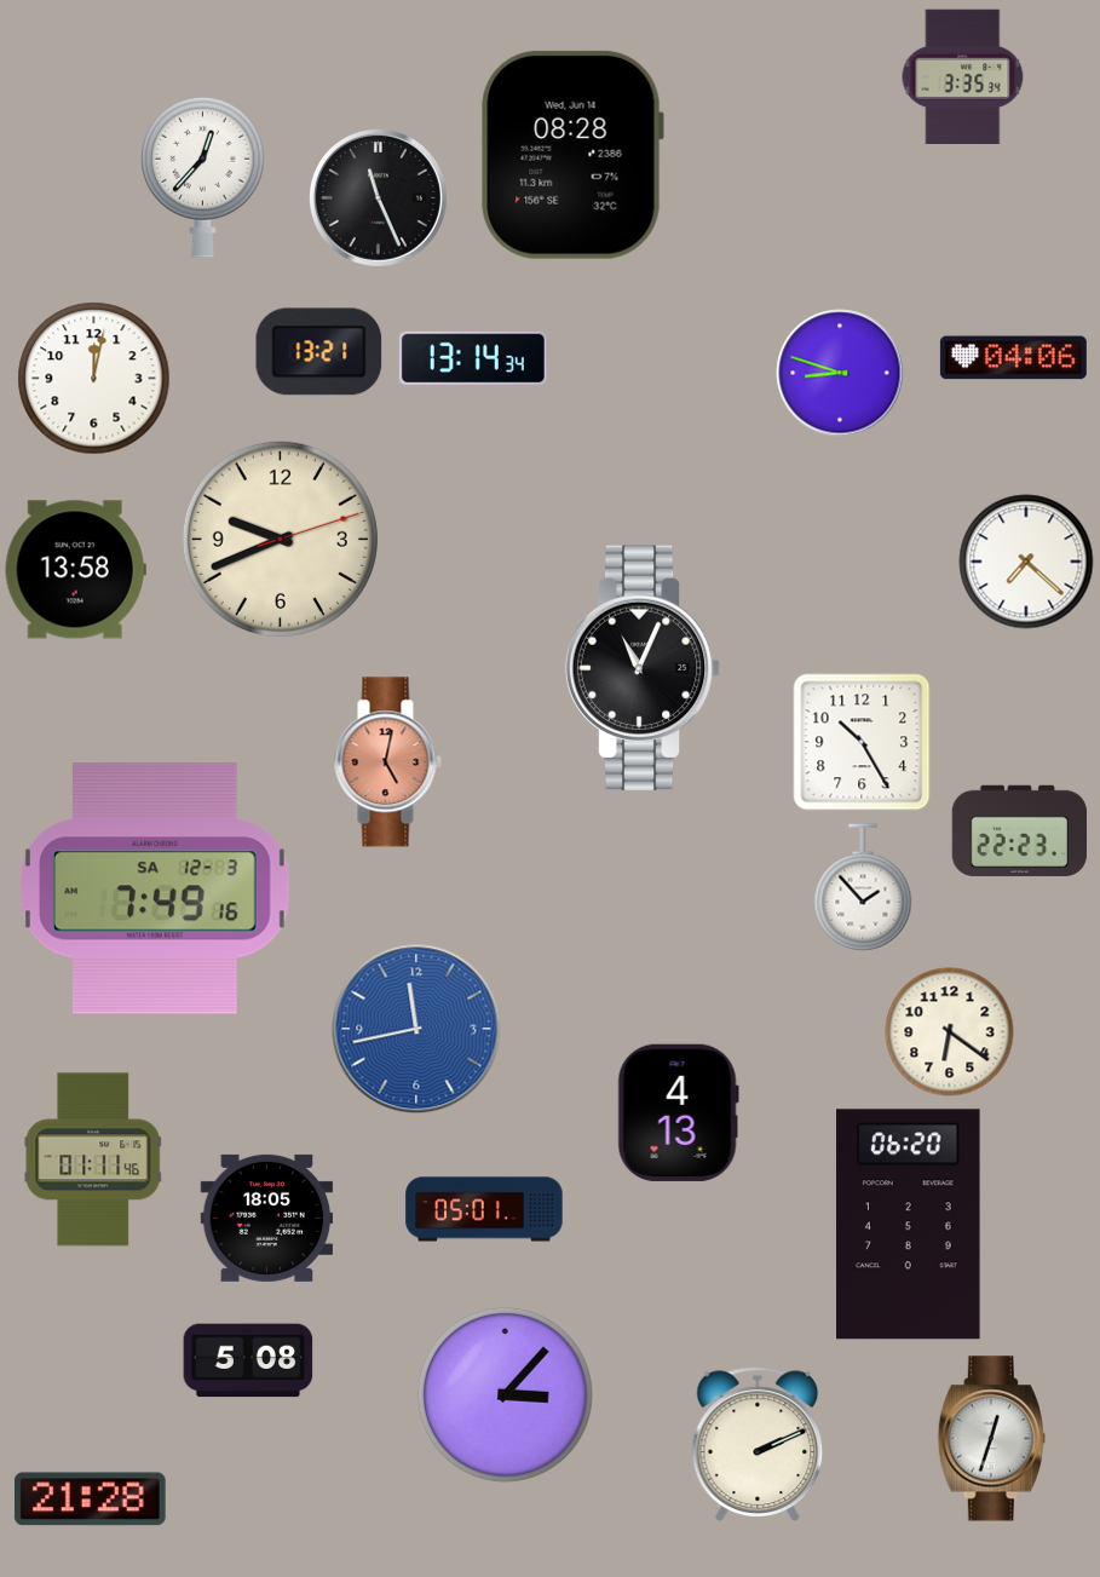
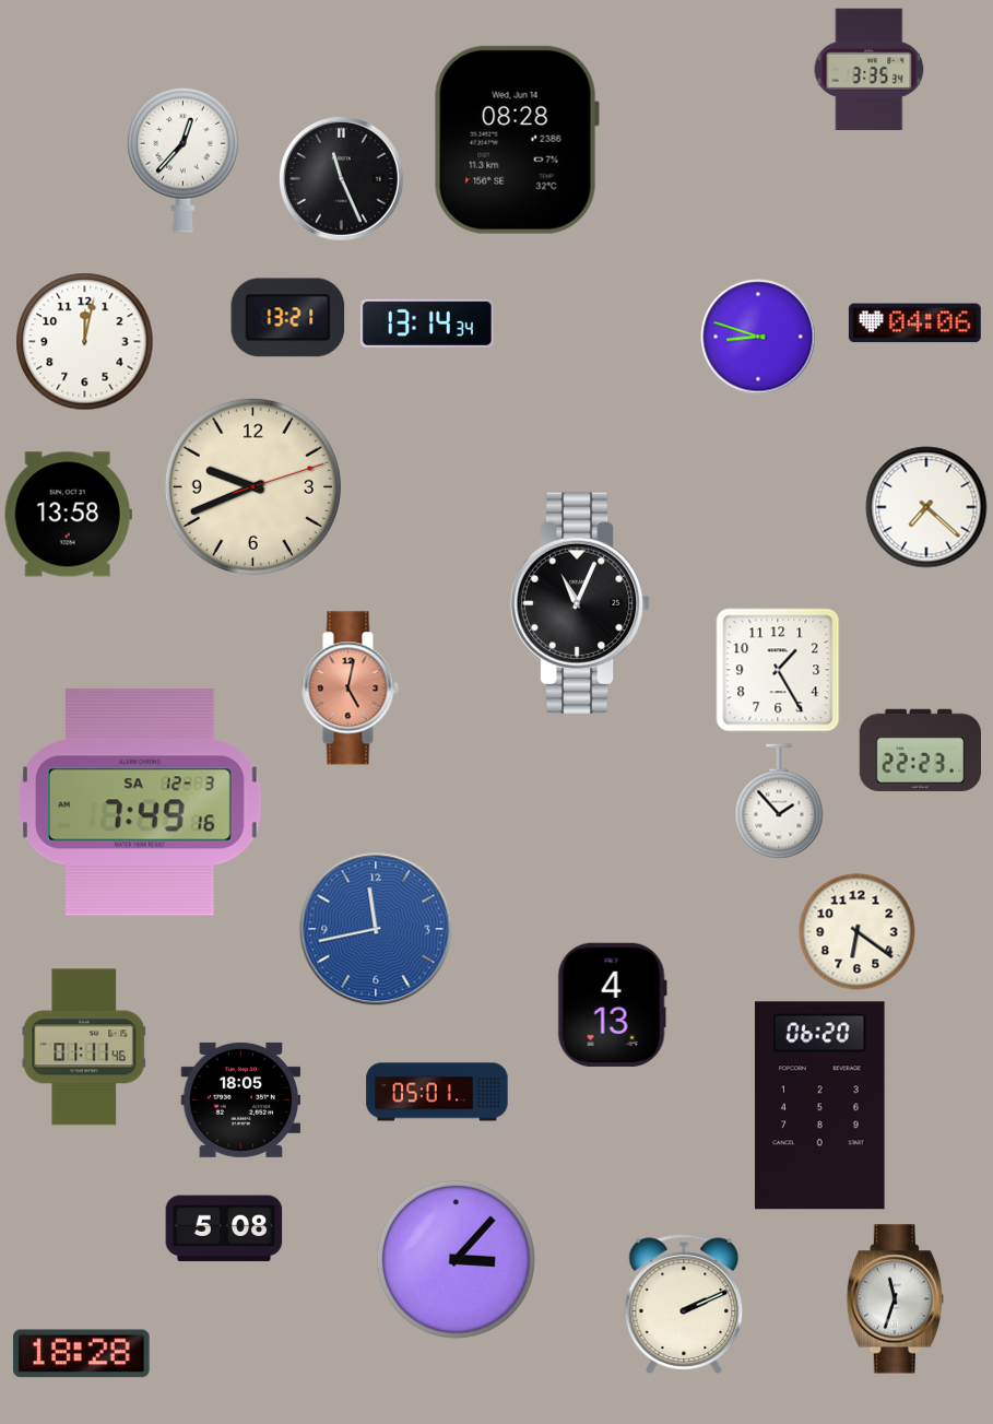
clock at (862, 742): 10:25 -> 1:25
clock at (991, 1439): 12:33 -> 11:33
clock at (90, 1500): 21:28 -> 18:28
